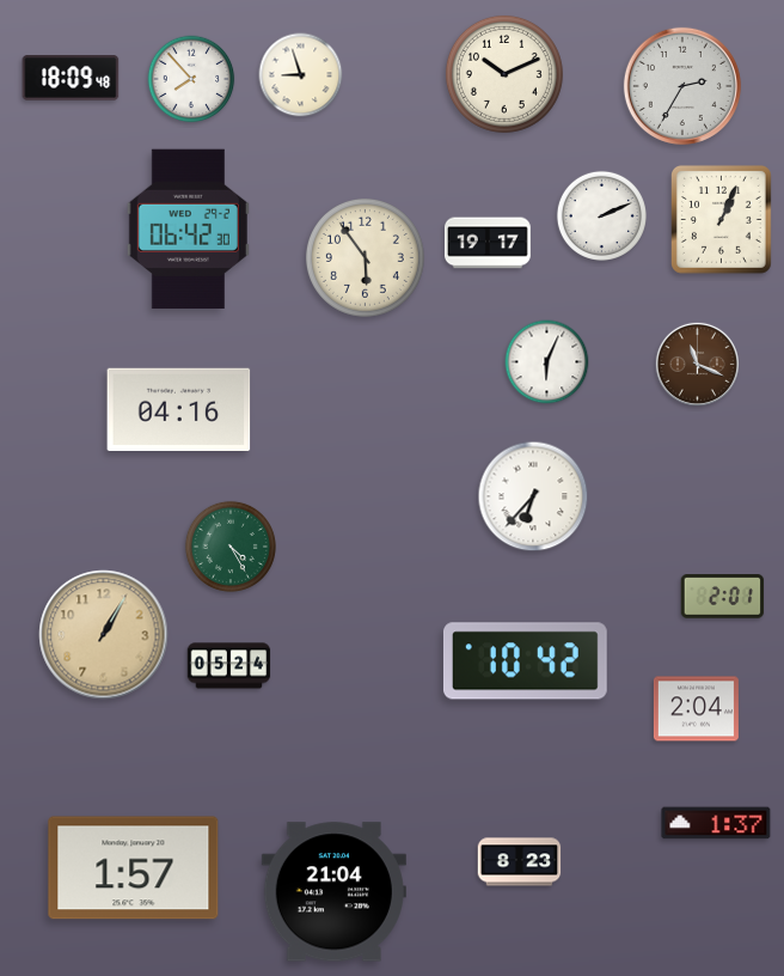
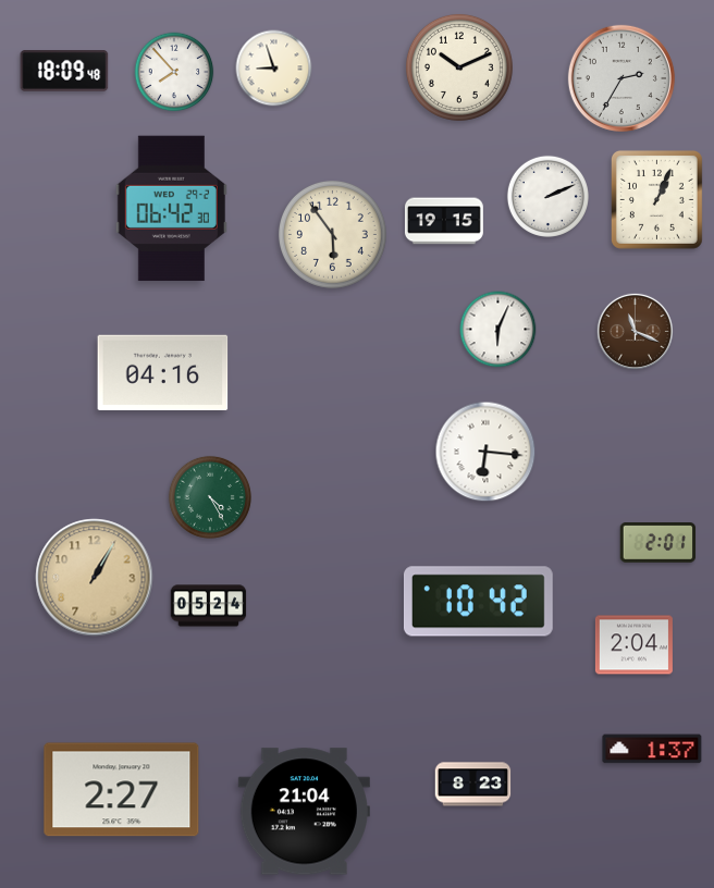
clock at (488, 243): 19:17 -> 19:15
clock at (533, 496): 6:37 -> 6:16
clock at (134, 868): 1:57 -> 2:27
